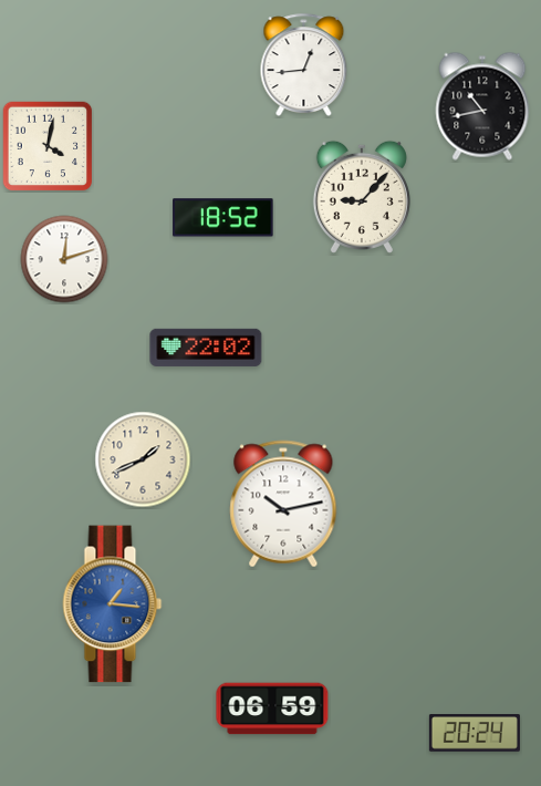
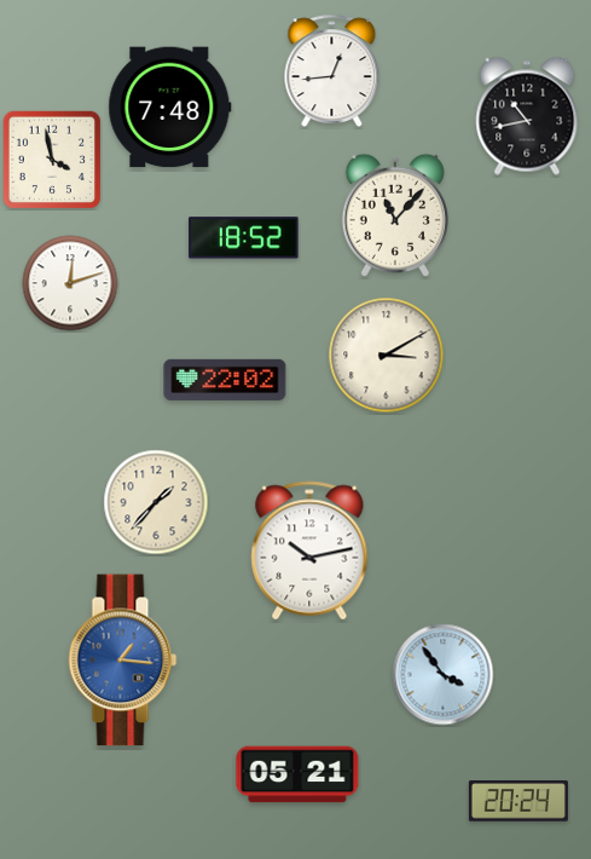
clock at (170, 108): none -> 7:48
clock at (48, 146): 4:02 -> 3:58
clock at (362, 197): 9:07 -> 11:07
clock at (387, 356): none -> 3:10
clock at (143, 459): 1:41 -> 1:37
clock at (444, 675): none -> 3:54
clock at (272, 709): 06:59 -> 05:21
